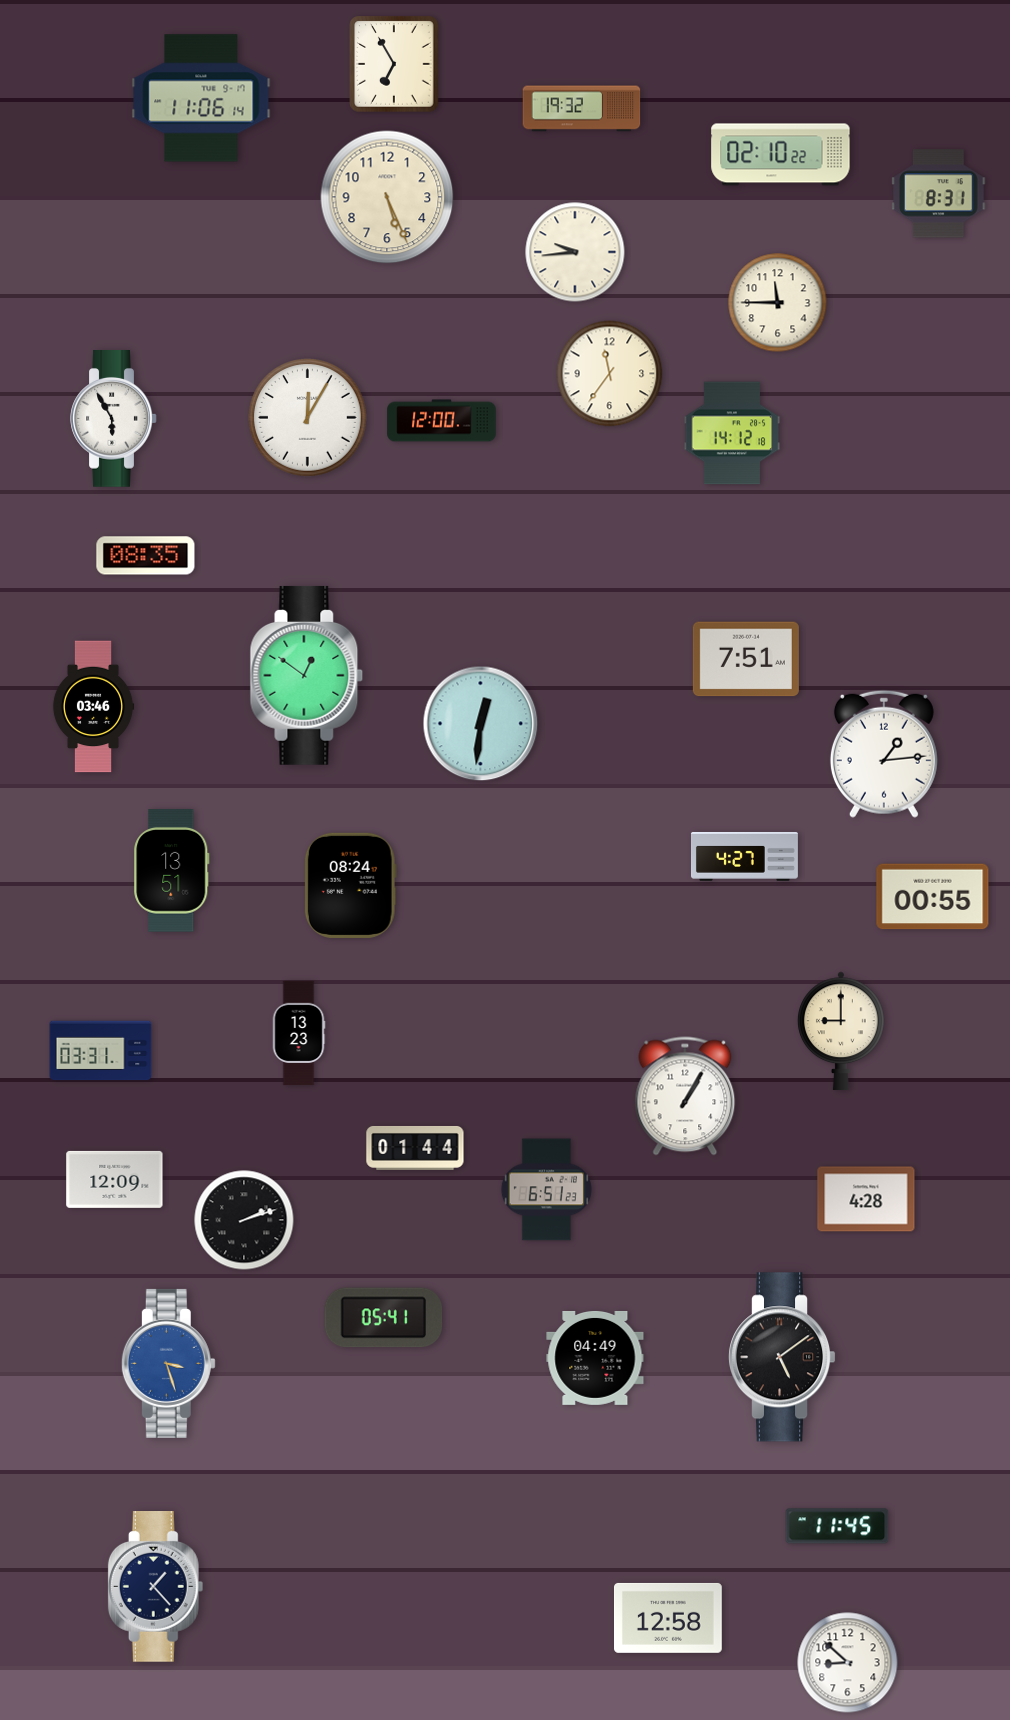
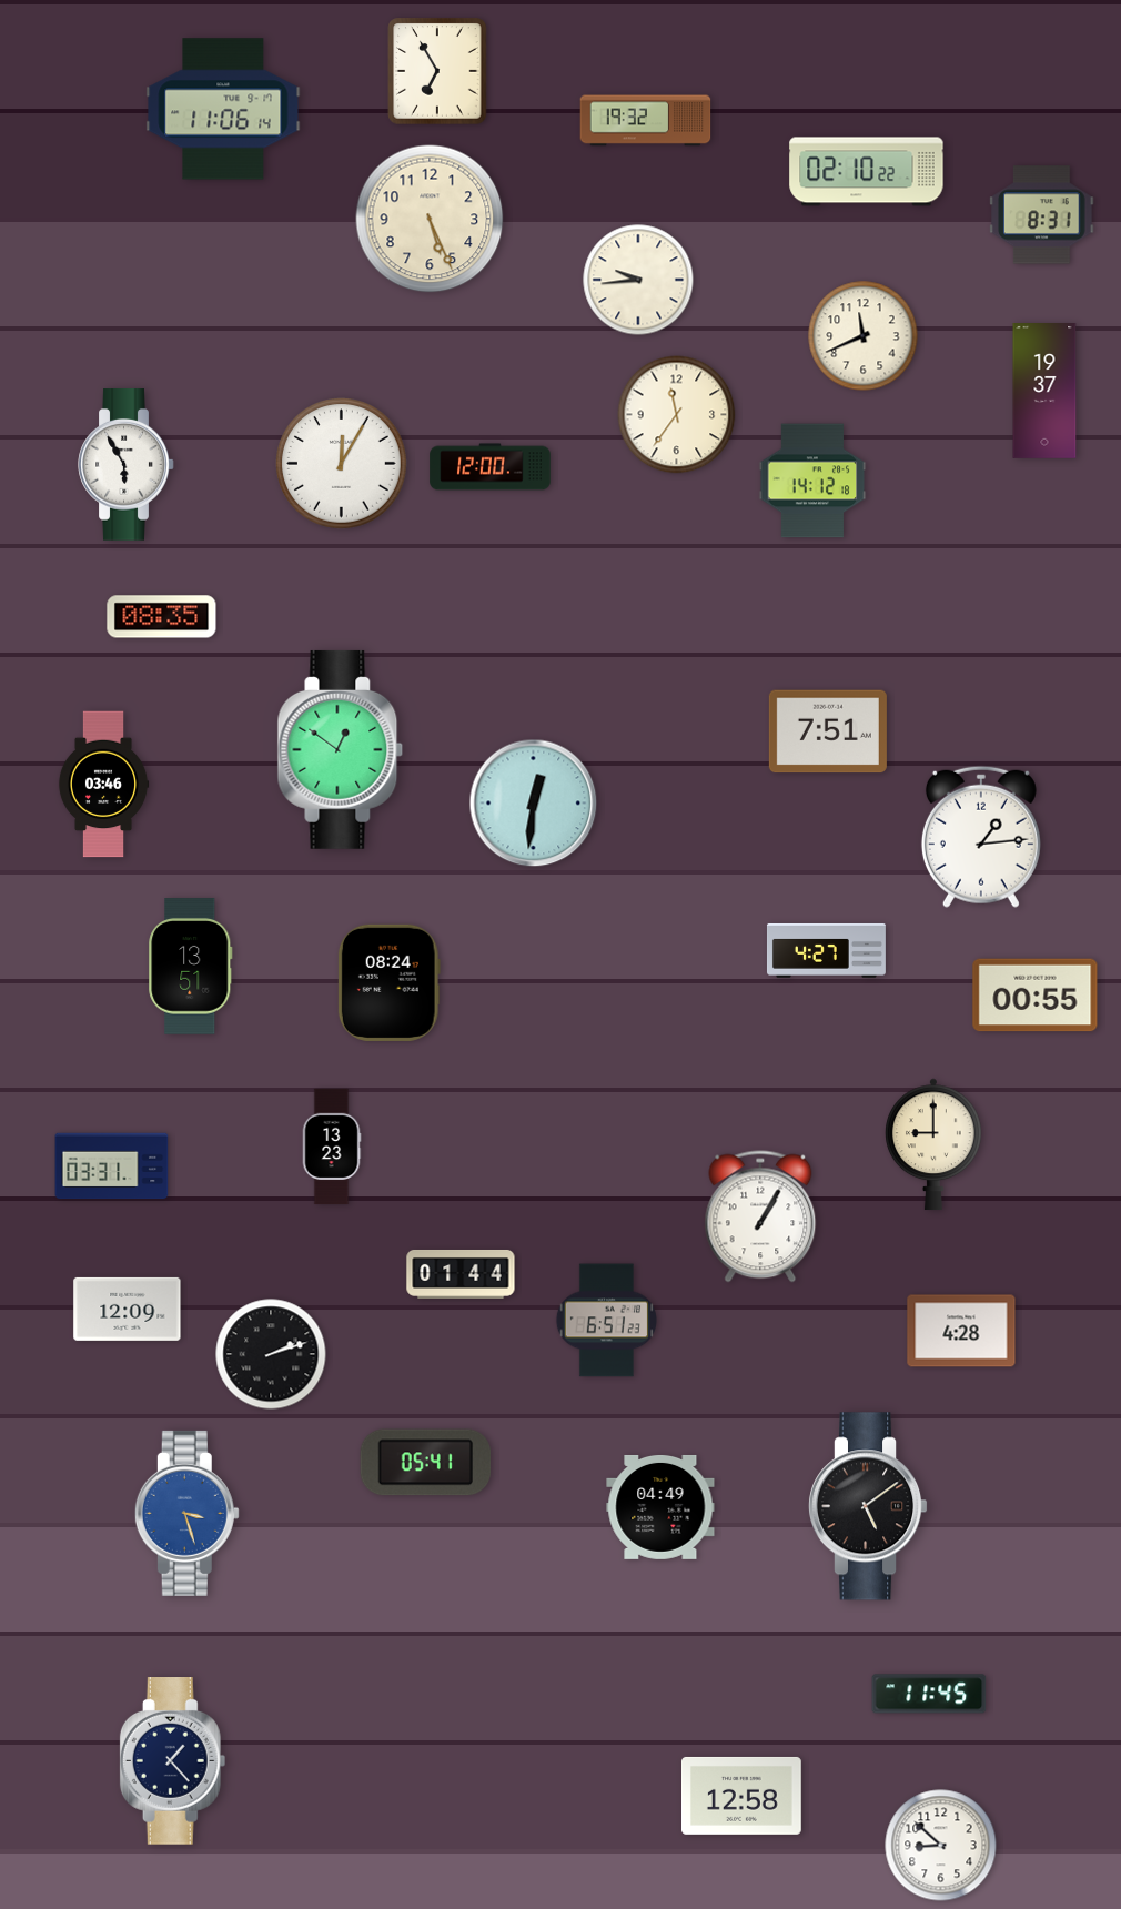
clock at (778, 303): 11:45 -> 11:41
clock at (1044, 392): none -> 19:37
